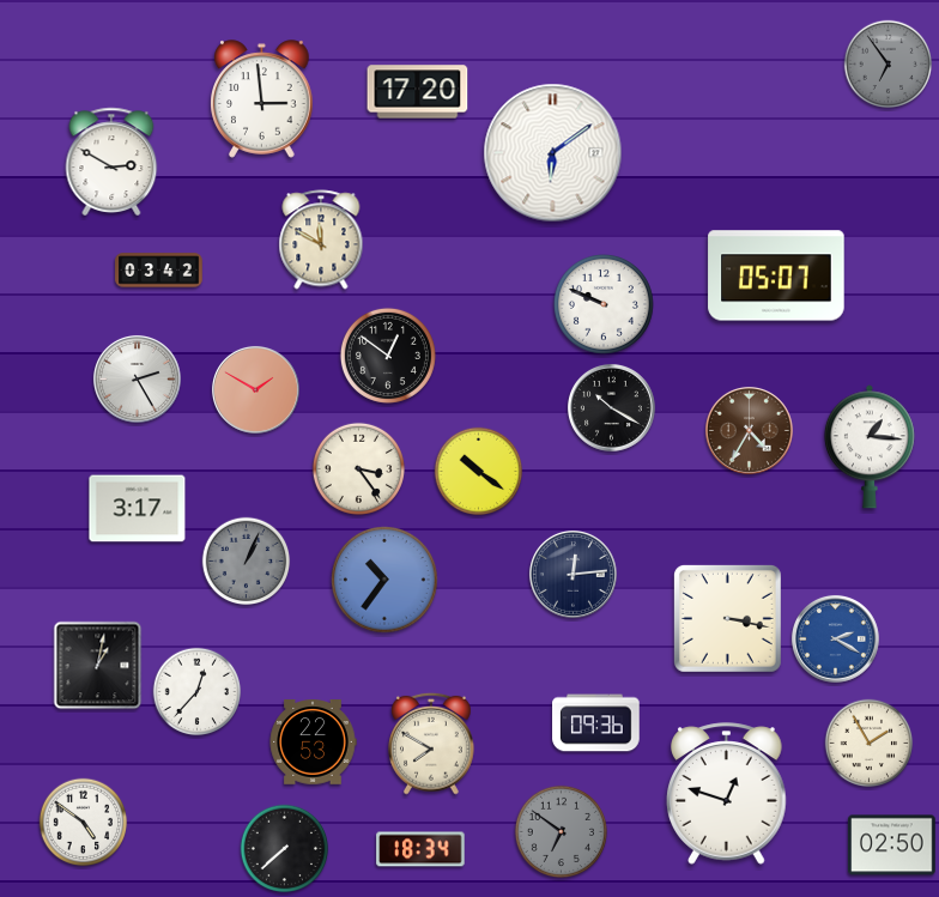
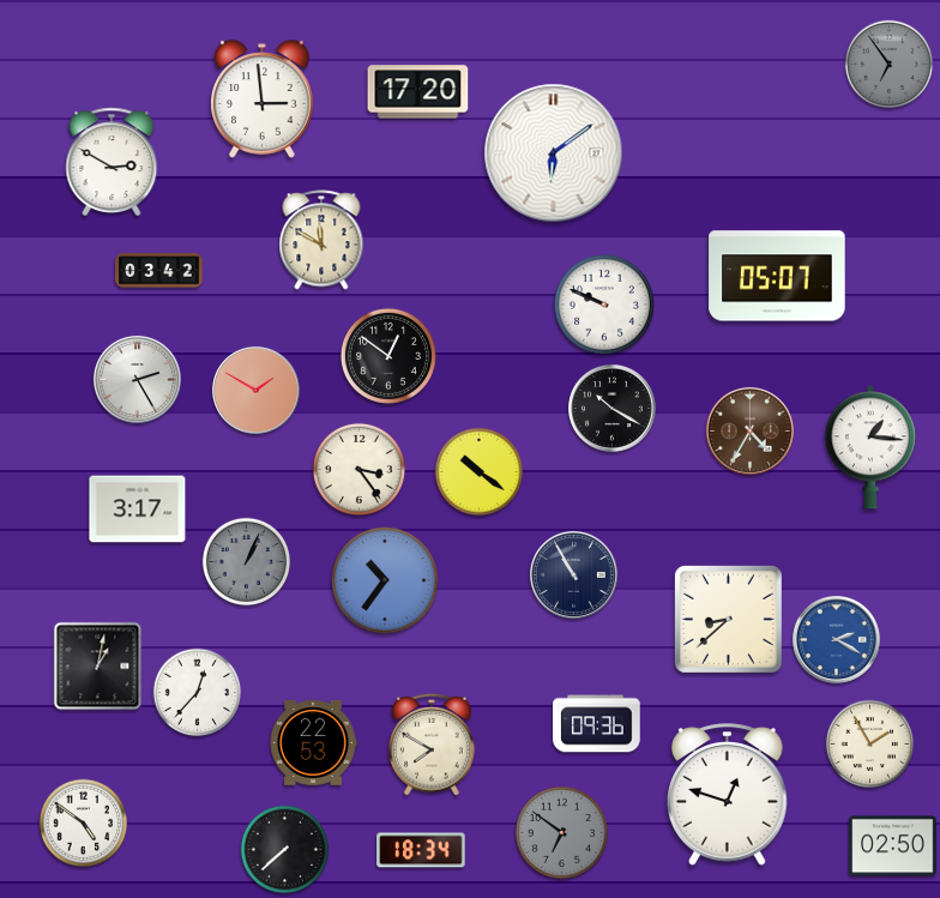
clock at (573, 574): 12:14 -> 10:55
clock at (727, 618): 3:17 -> 8:38
